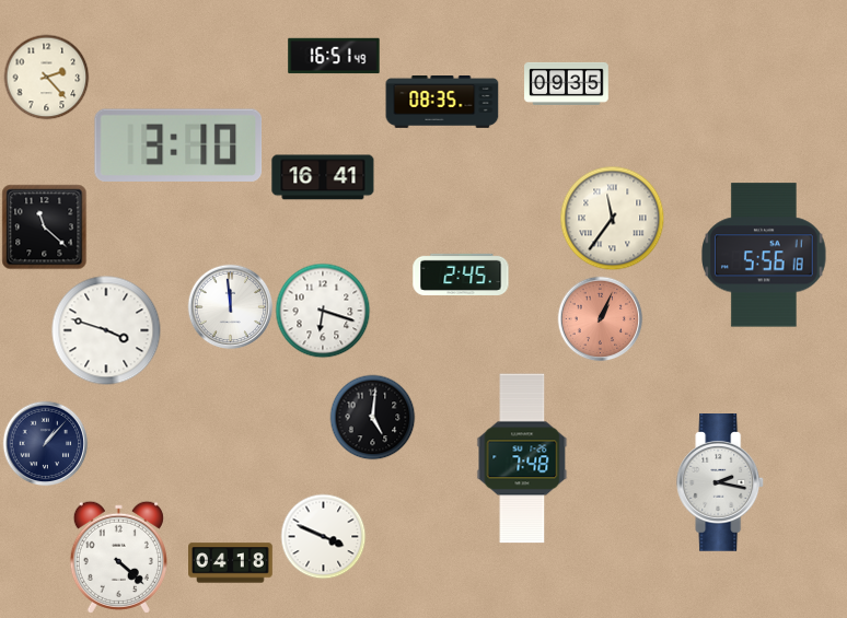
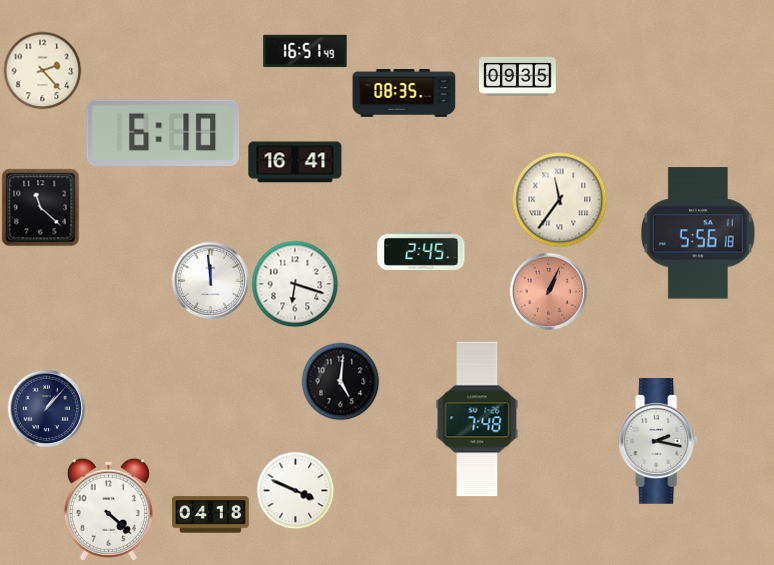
clock at (178, 145): 3:10 -> 6:10
clock at (106, 330): 3:48 -> none
clock at (45, 443) position: (45, 443) -> (46, 408)
